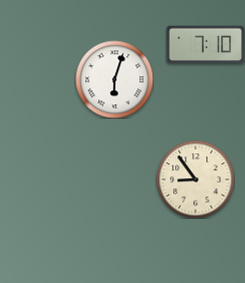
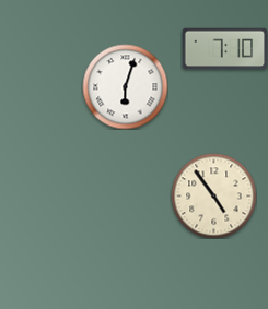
clock at (195, 179): 8:54 -> 4:54
